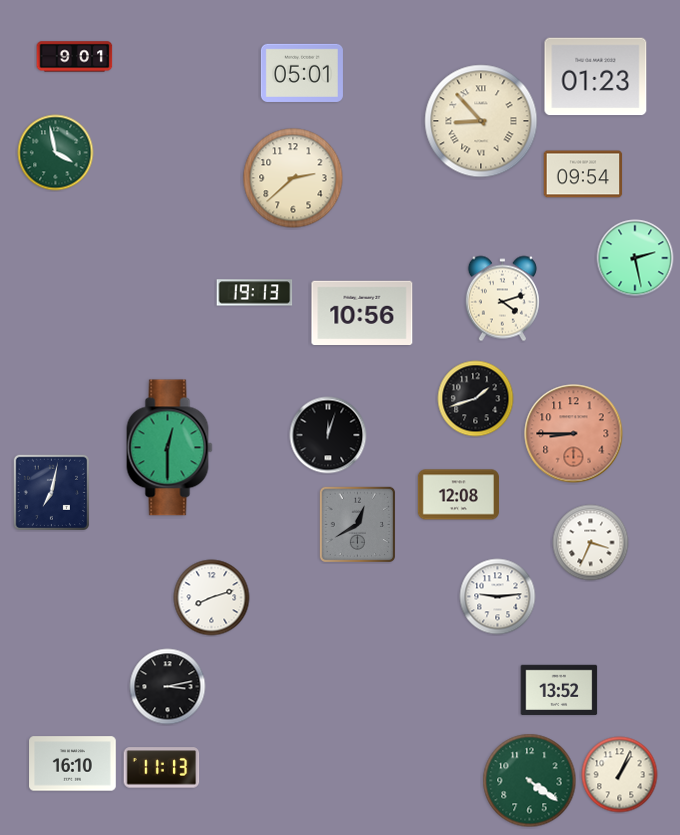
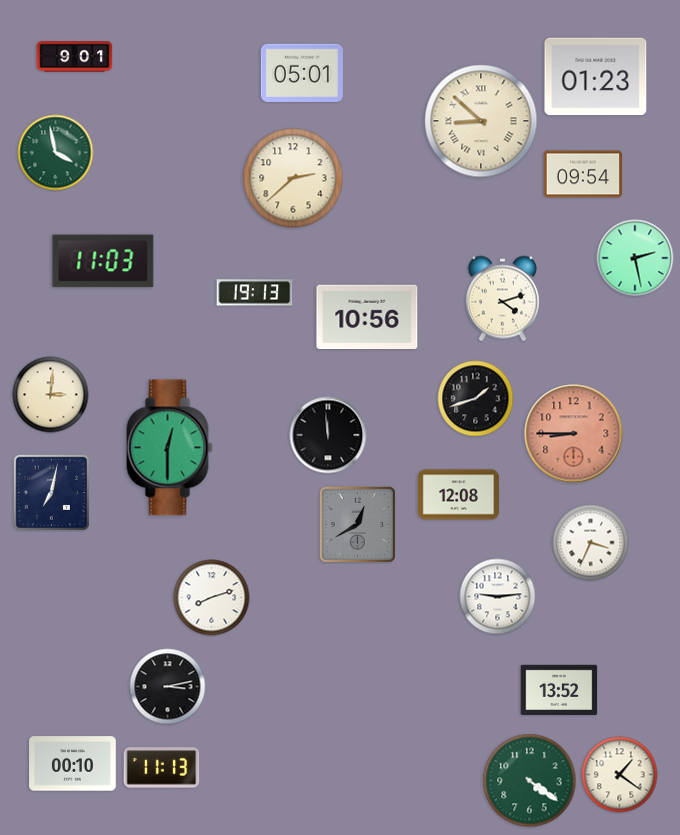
clock at (481, 121): 8:53 -> 8:52
clock at (103, 261): none -> 11:03
clock at (362, 312) position: (362, 312) -> (367, 316)
clock at (51, 395): none -> 3:01
clock at (328, 435): 12:03 -> 11:59
clock at (73, 764): 16:10 -> 00:10
clock at (620, 775): 1:04 -> 1:21
